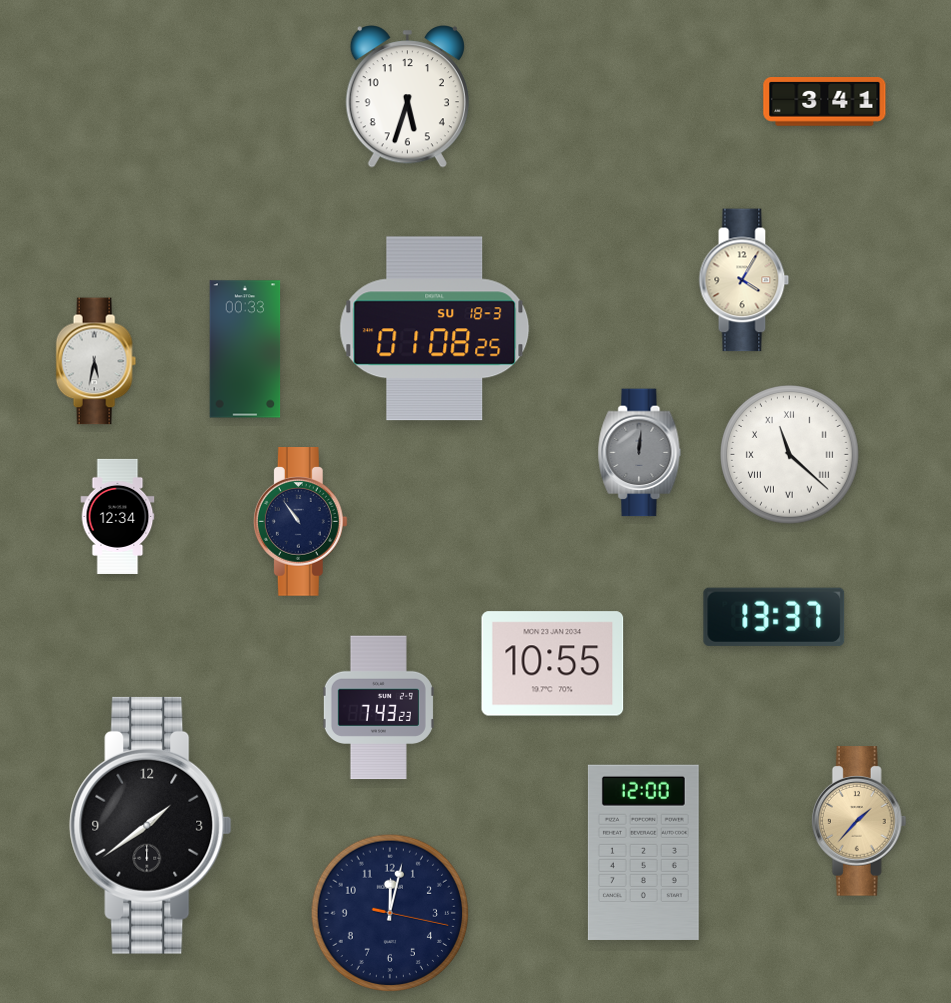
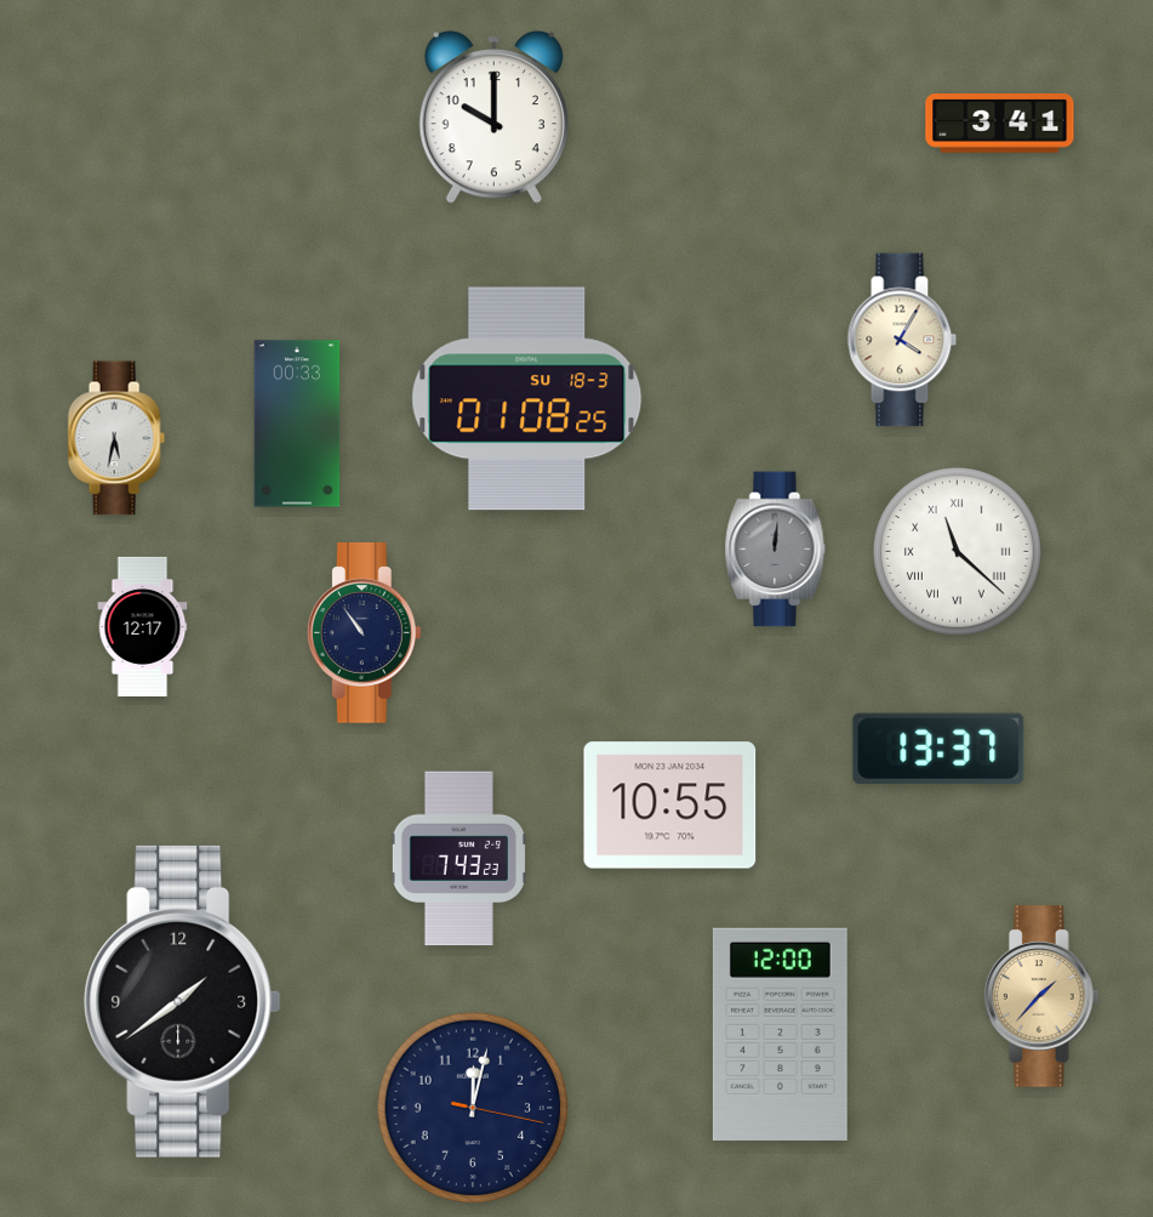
clock at (407, 97): 5:33 -> 10:00
clock at (118, 516): 12:34 -> 12:17
